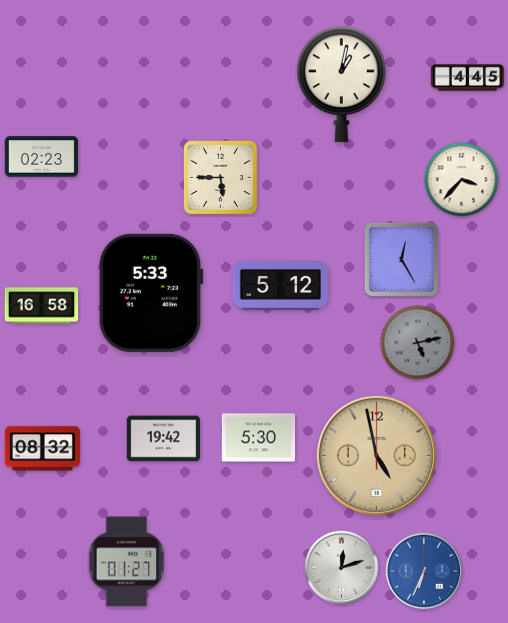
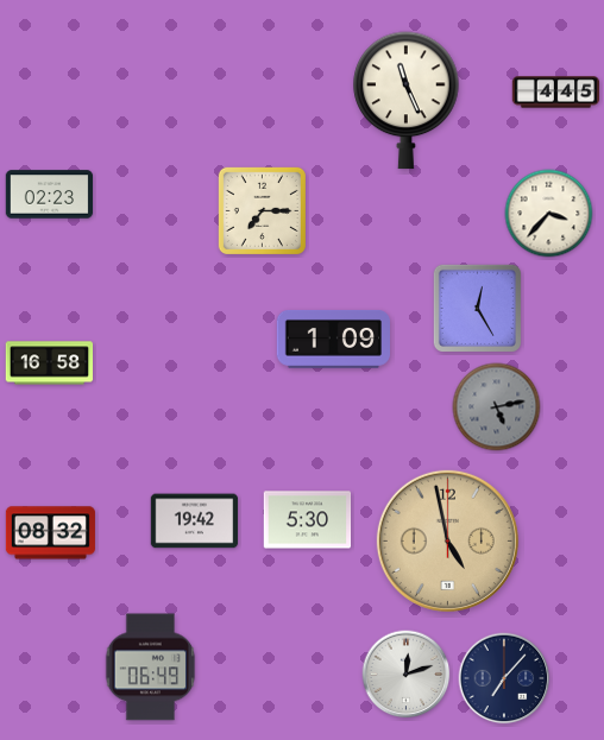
clock at (342, 85): 1:02 -> 11:26
clock at (42, 157) position: (42, 157) -> (50, 195)
clock at (220, 177): 5:45 -> 7:15
clock at (280, 285): 5:12 -> 1:09
clock at (151, 293): 5:33 -> none
clock at (127, 562): 01:27 -> 06:49
clock at (424, 571): 6:34 -> 7:07
clock at (424, 571) dial: blue -> navy
